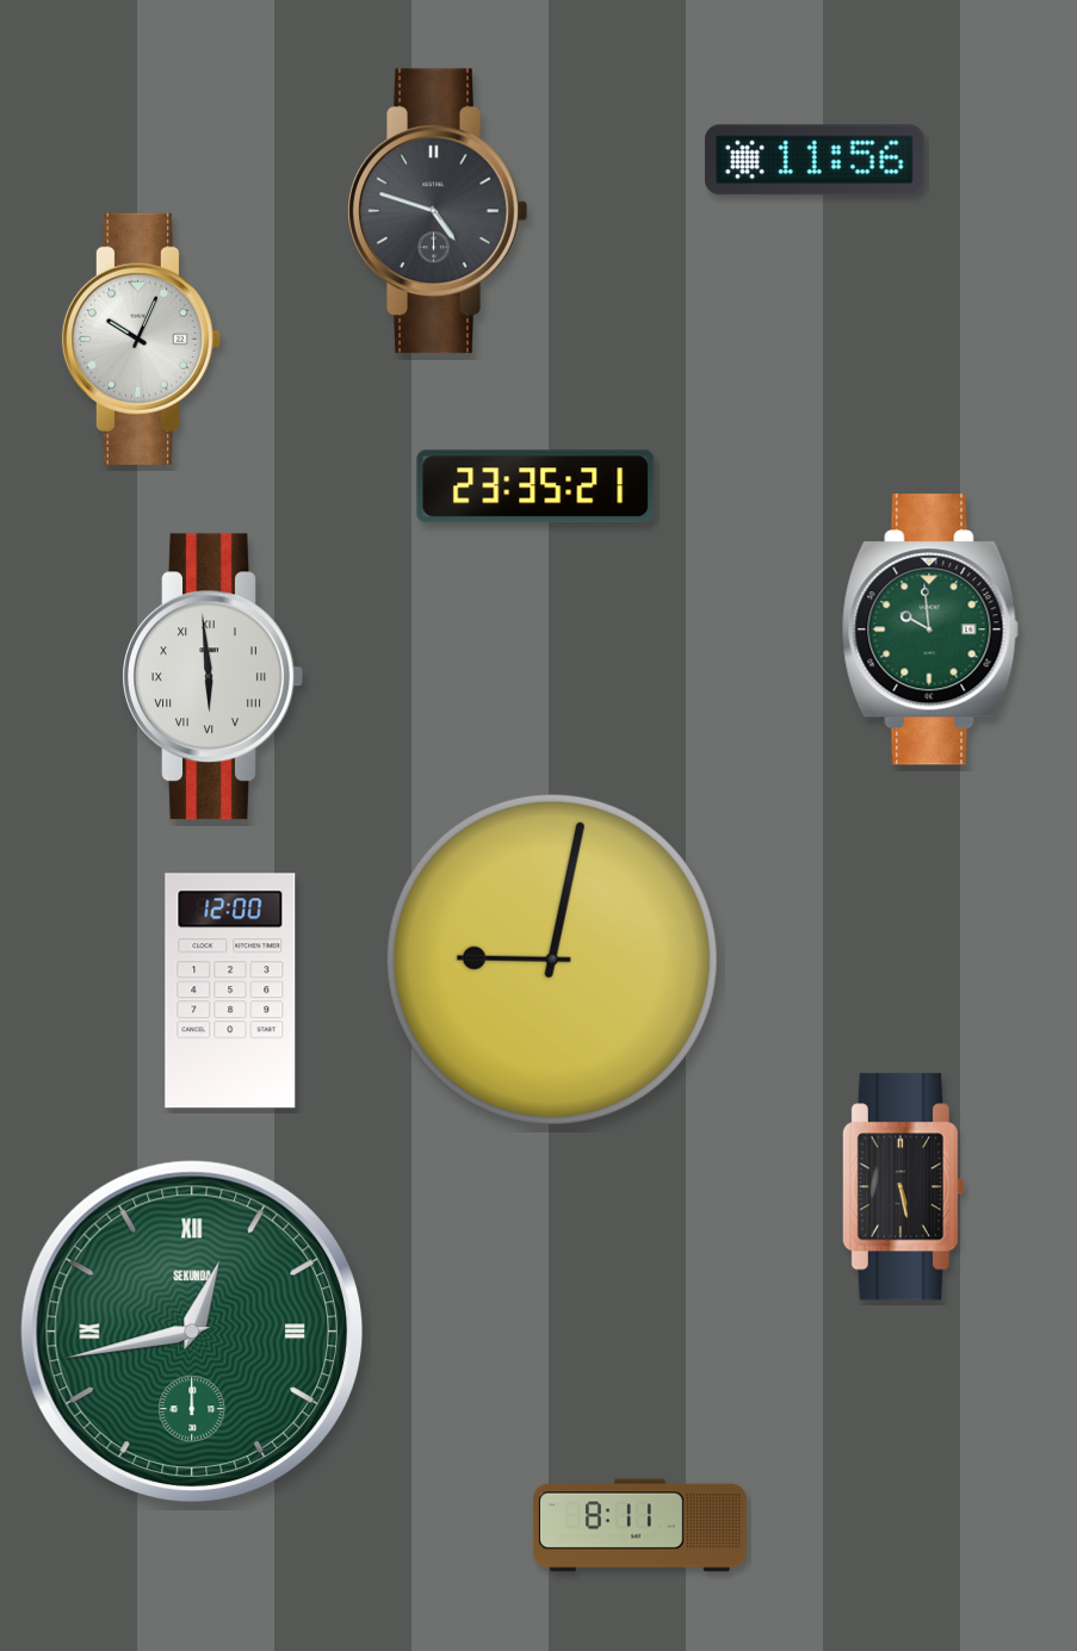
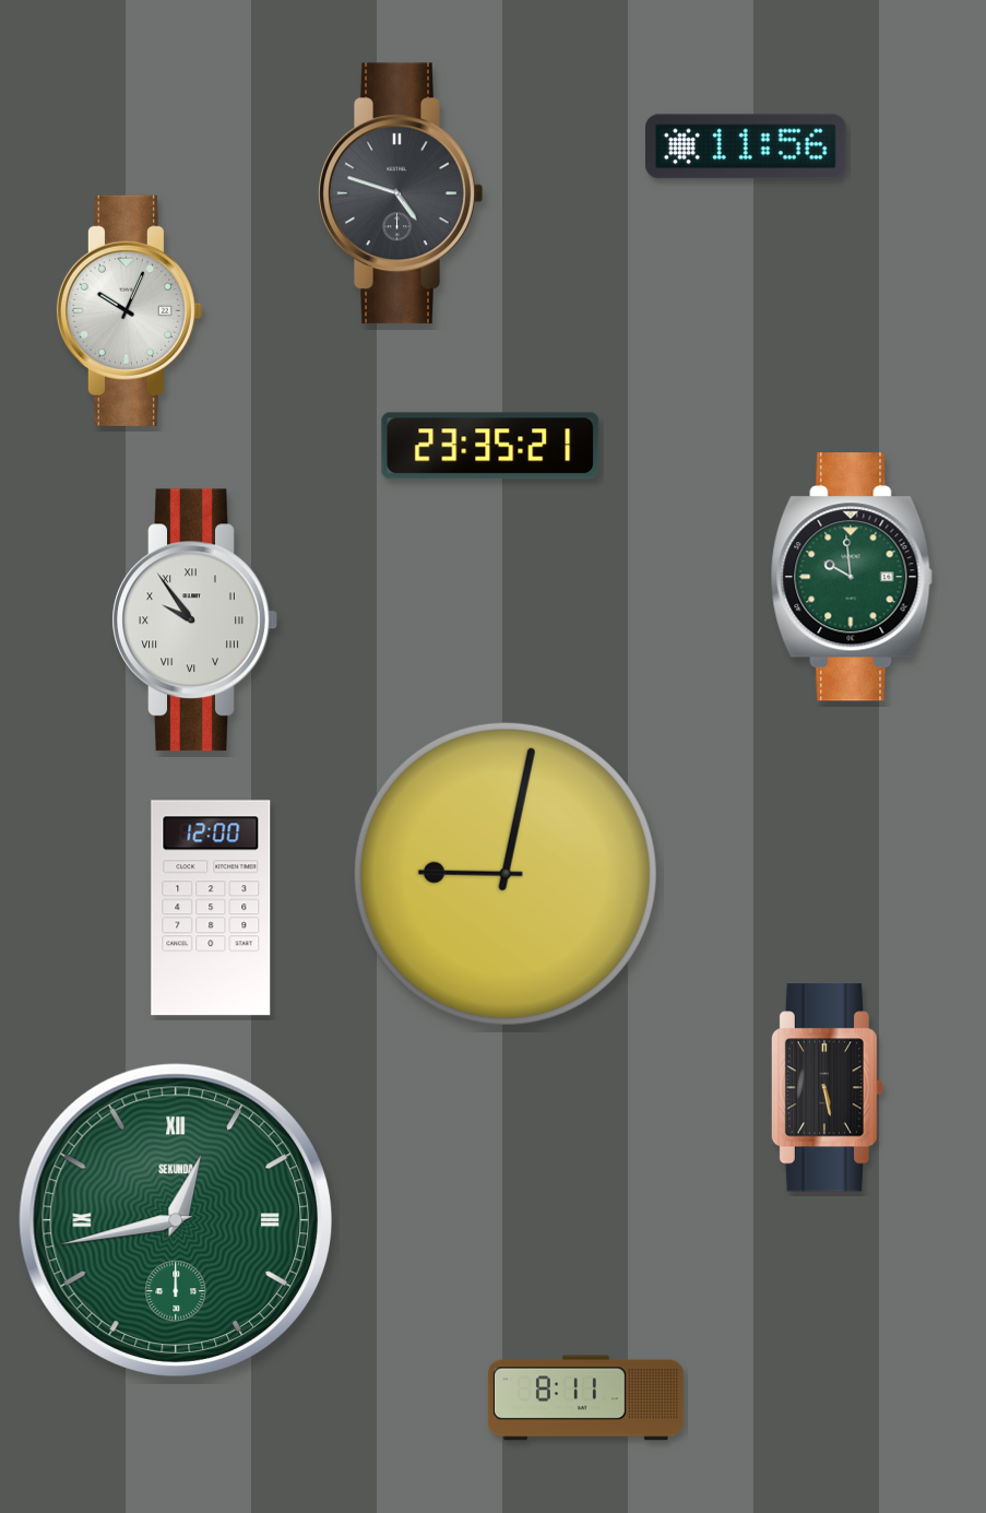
clock at (212, 677): 5:59 -> 9:54
clock at (552, 960) position: (552, 960) -> (506, 874)
